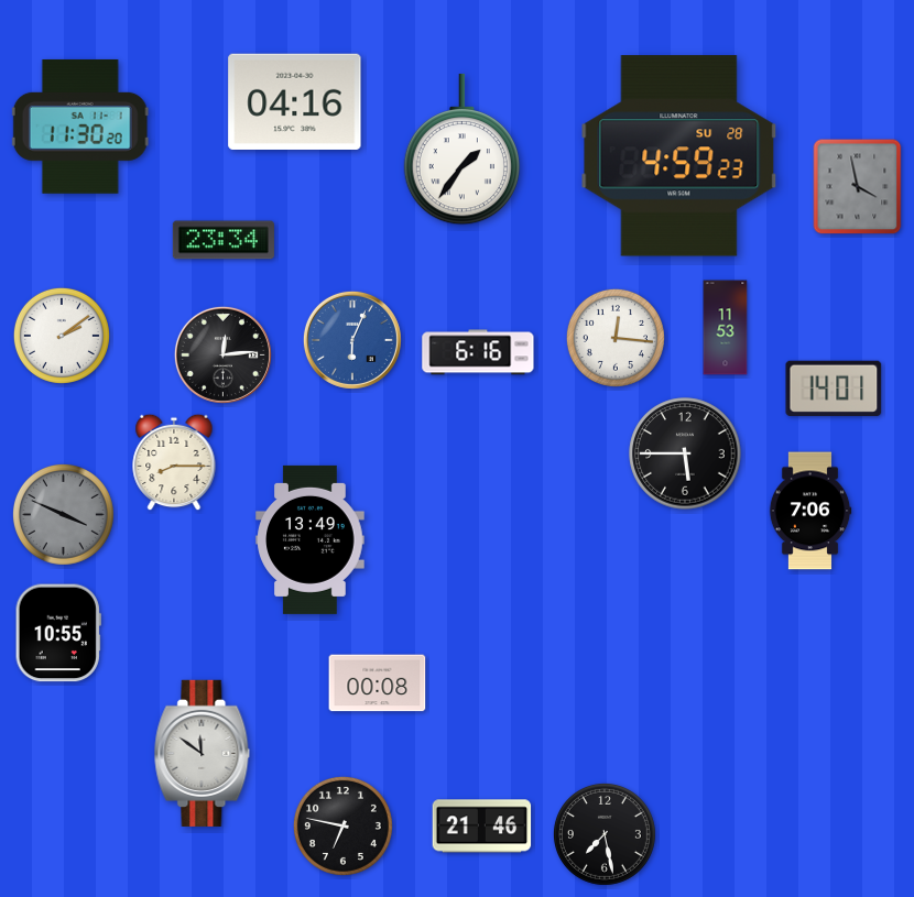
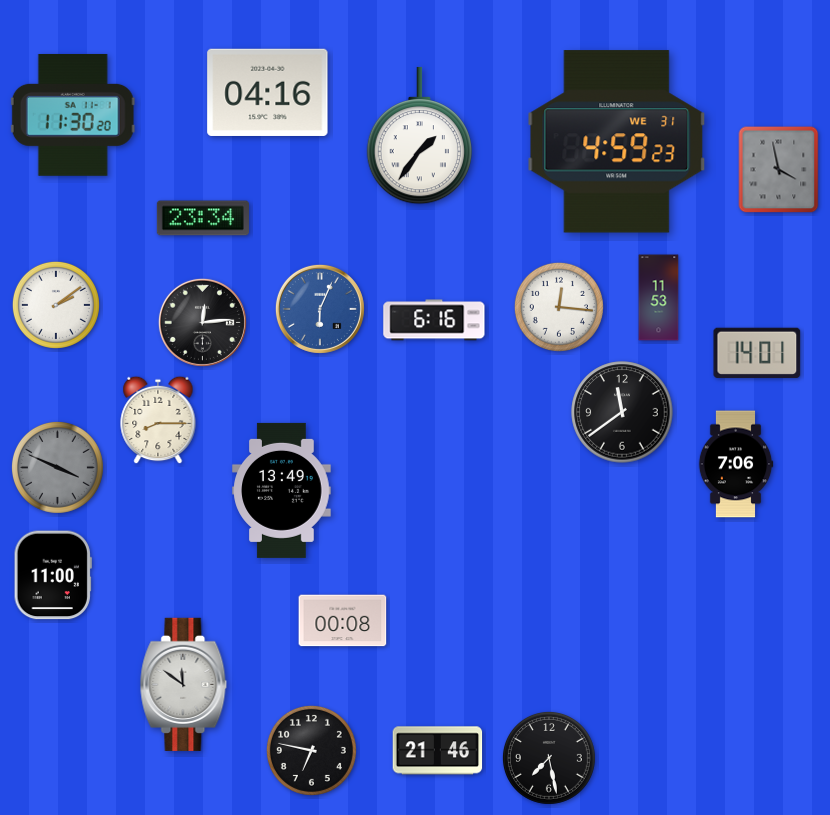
clock at (679, 156) date: SU 28 -> WE 31
clock at (685, 453): 5:45 -> 11:39
clock at (58, 633): 10:55 -> 11:00
